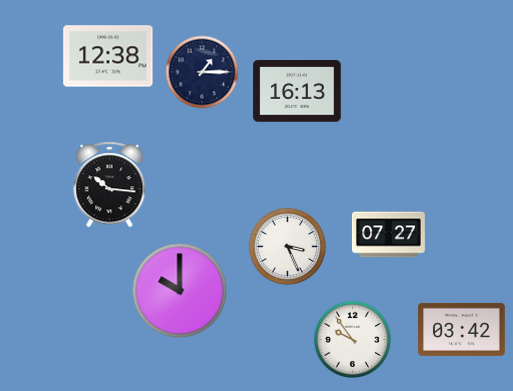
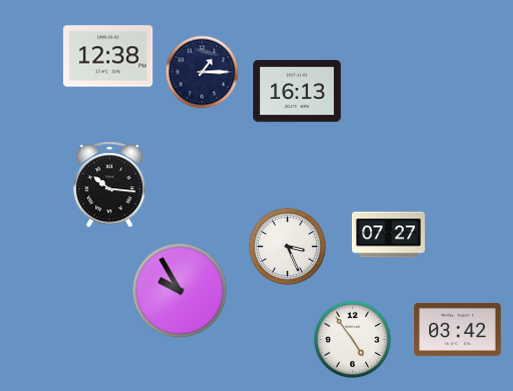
clock at (180, 291): 10:00 -> 9:55
clock at (462, 329) position: (462, 329) -> (458, 329)
clock at (352, 339): 9:54 -> 4:54
